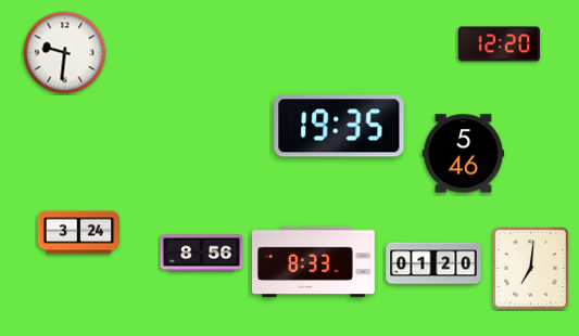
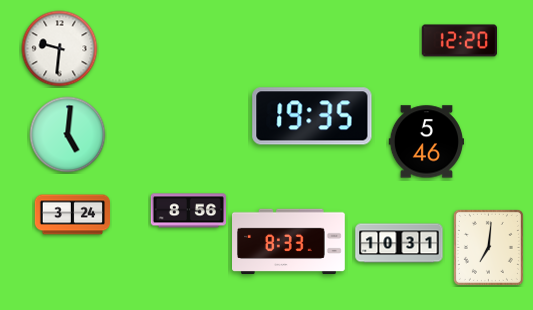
clock at (68, 135): none -> 5:01
clock at (201, 254) position: (201, 254) -> (188, 211)
clock at (433, 263): 01:20 -> 10:31
